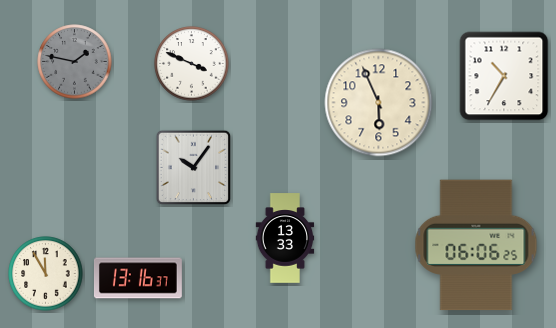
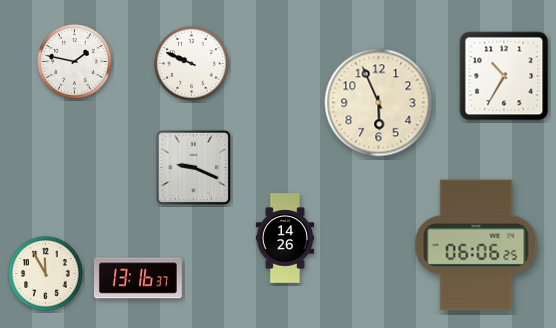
clock at (75, 62) dial: grey -> white
clock at (192, 64): 3:49 -> 9:49
clock at (194, 168): 10:06 -> 9:19
clock at (285, 238): 13:33 -> 14:26
